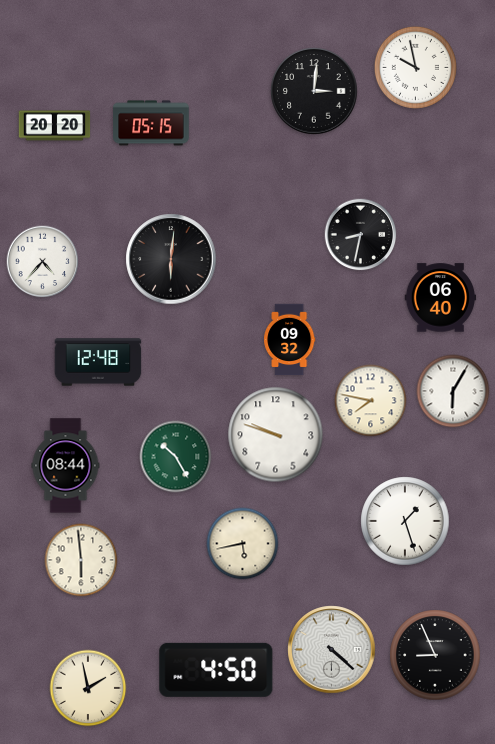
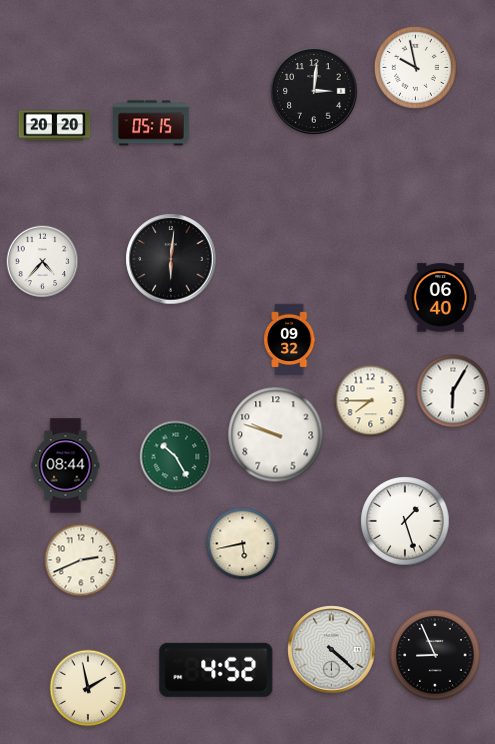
clock at (361, 235): 8:32 -> none
clock at (98, 362): 12:48 -> none
clock at (371, 401): 7:47 -> 7:45
clock at (81, 560): 5:59 -> 2:41
clock at (216, 670): 4:50 -> 4:52
